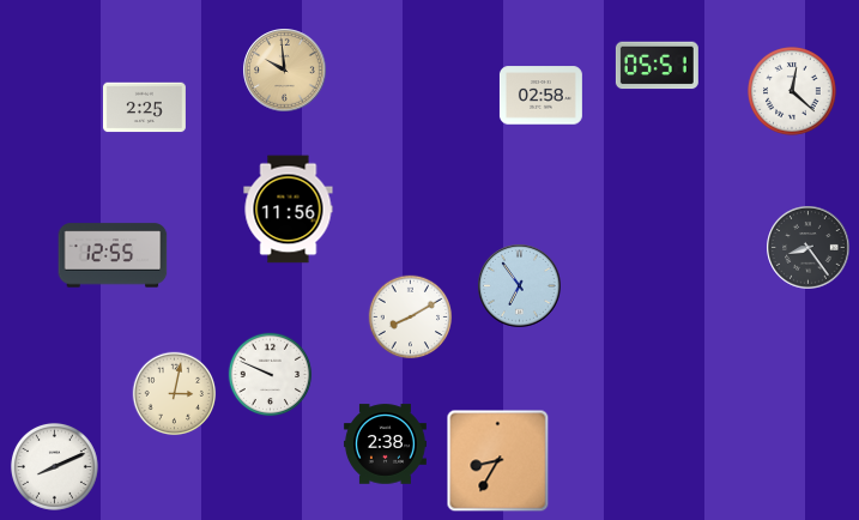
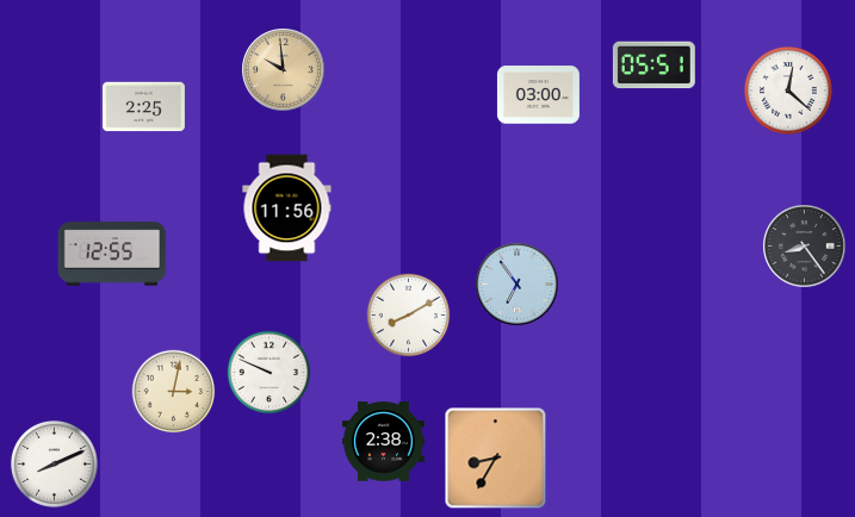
clock at (540, 96): 02:58 -> 03:00
